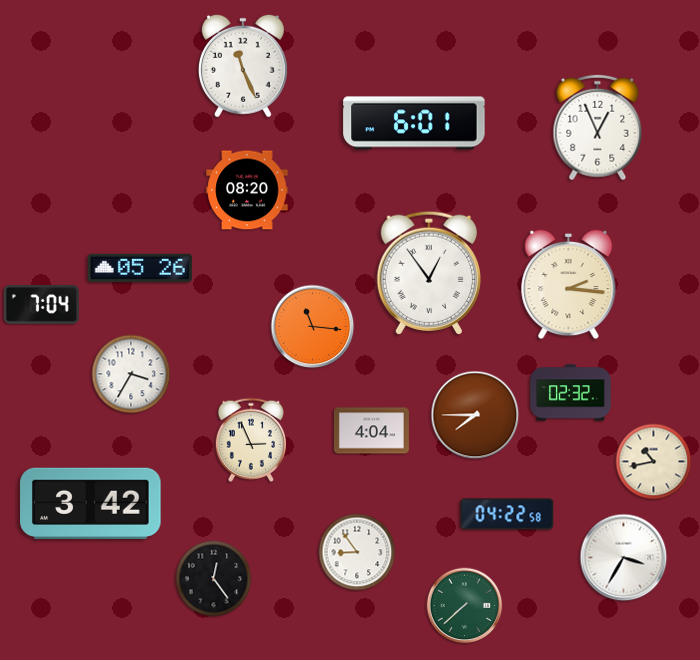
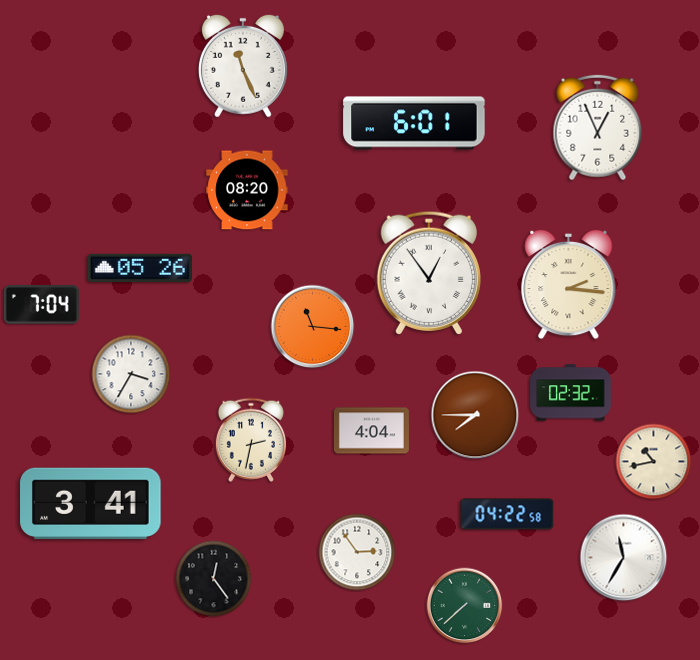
clock at (251, 440): 2:56 -> 2:32
clock at (91, 503): 3:42 -> 3:41
clock at (357, 552): 8:54 -> 2:54
clock at (624, 558): 3:35 -> 11:35
